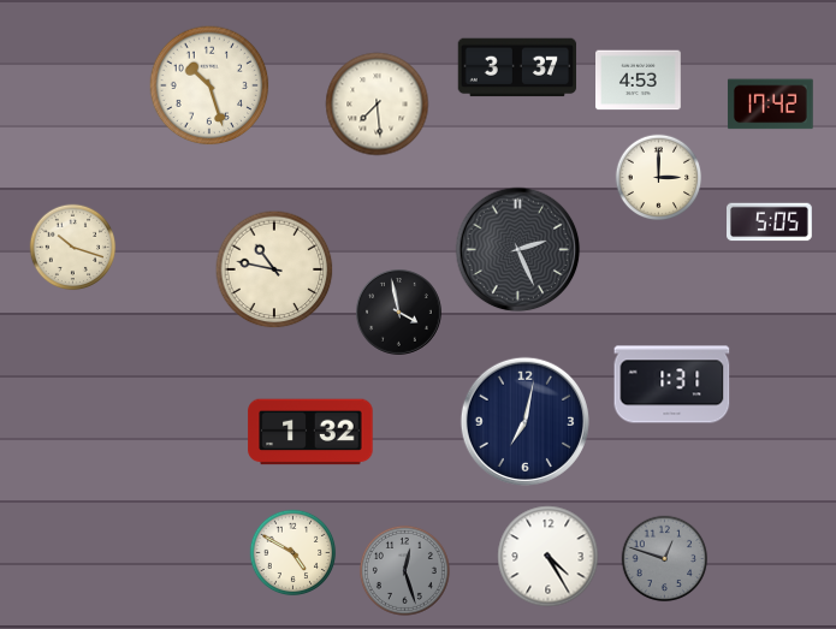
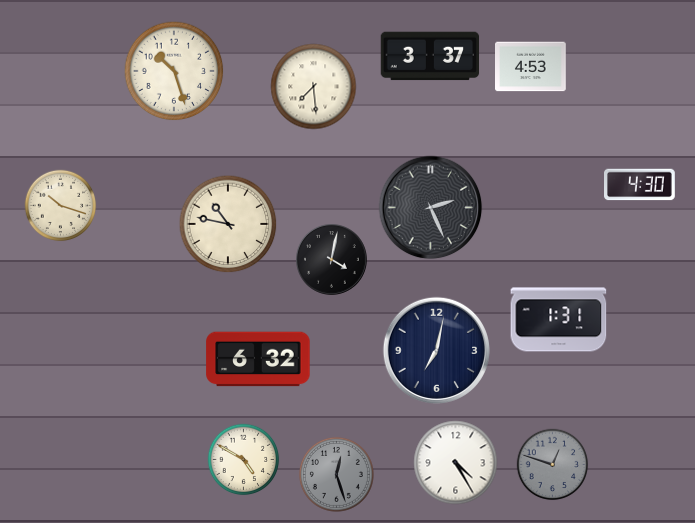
clock at (770, 105): 17:42 -> none
clock at (659, 178): 3:00 -> none
clock at (770, 222): 5:05 -> 4:30
clock at (399, 313): 3:58 -> 4:02
clock at (310, 432): 1:32 -> 6:32
